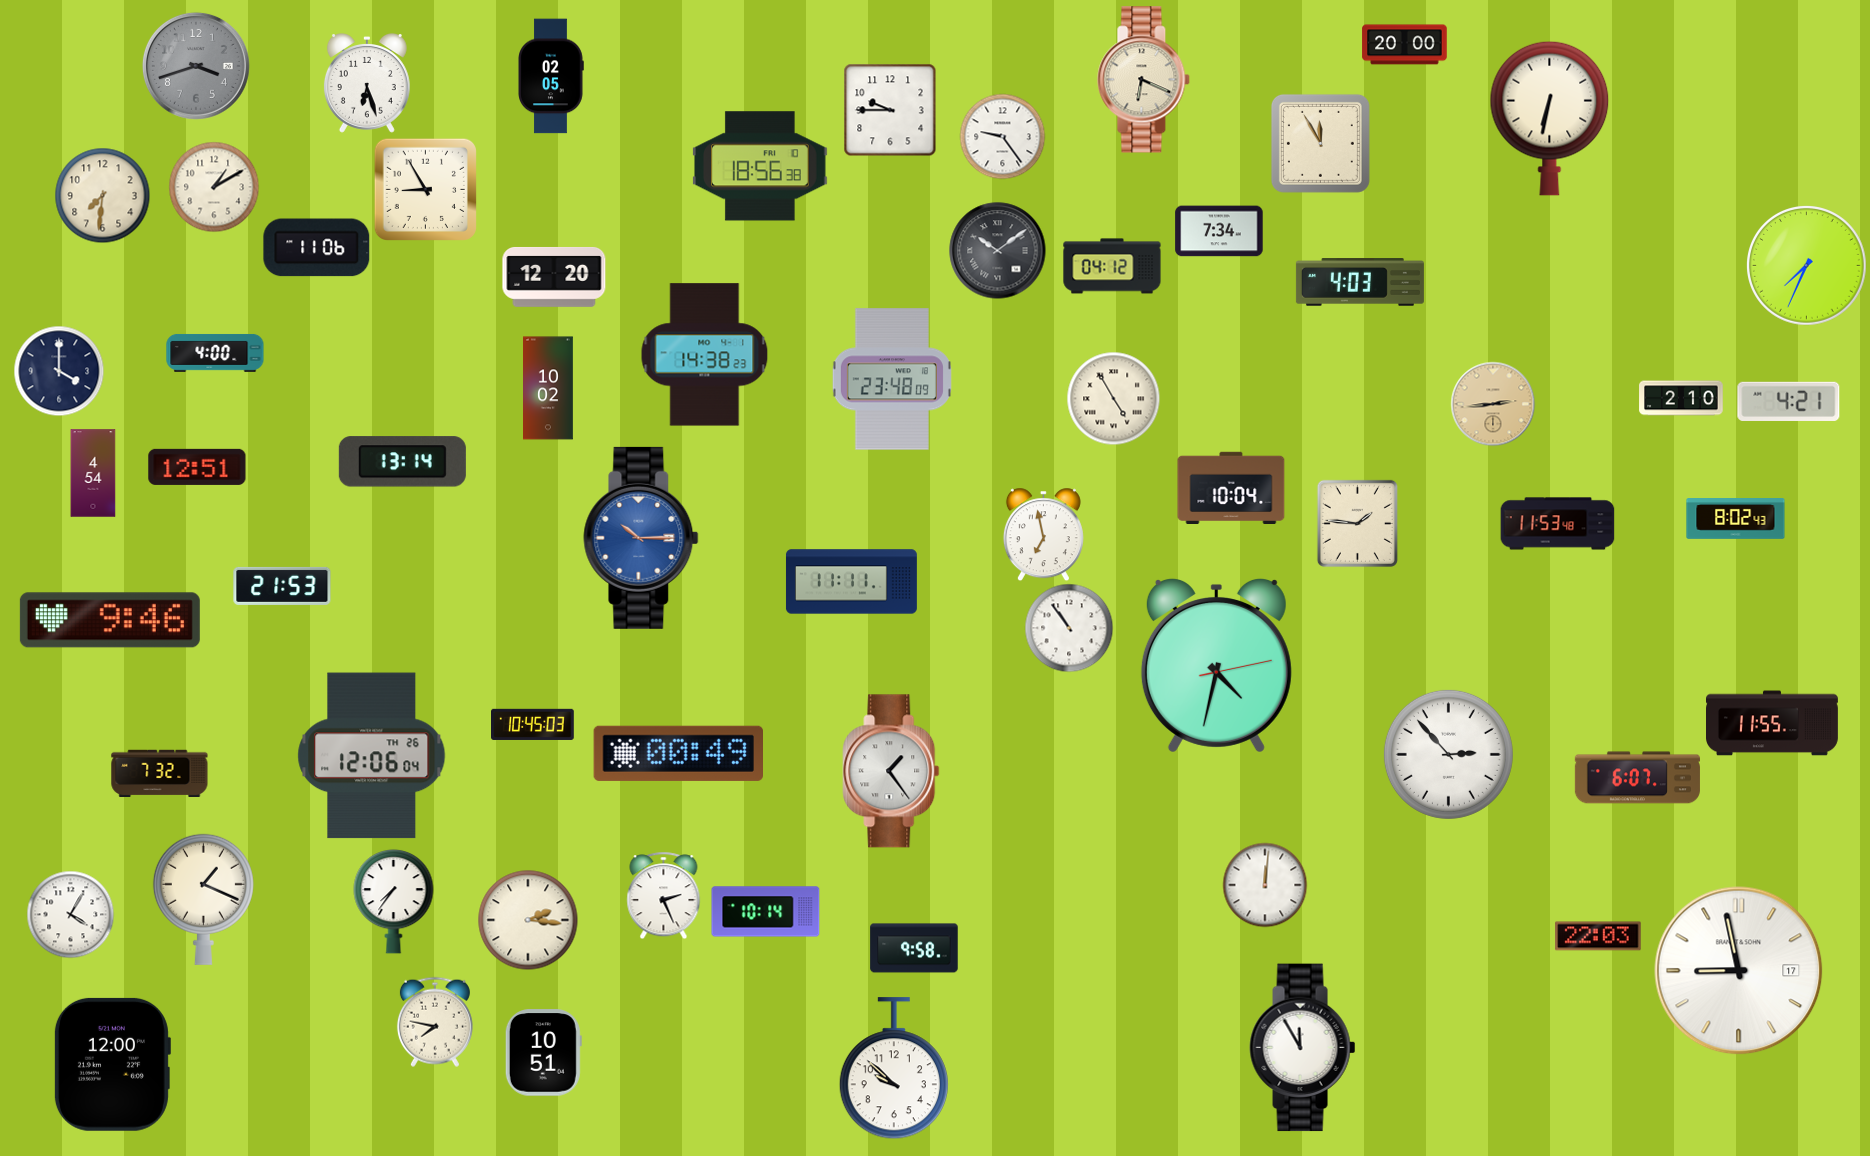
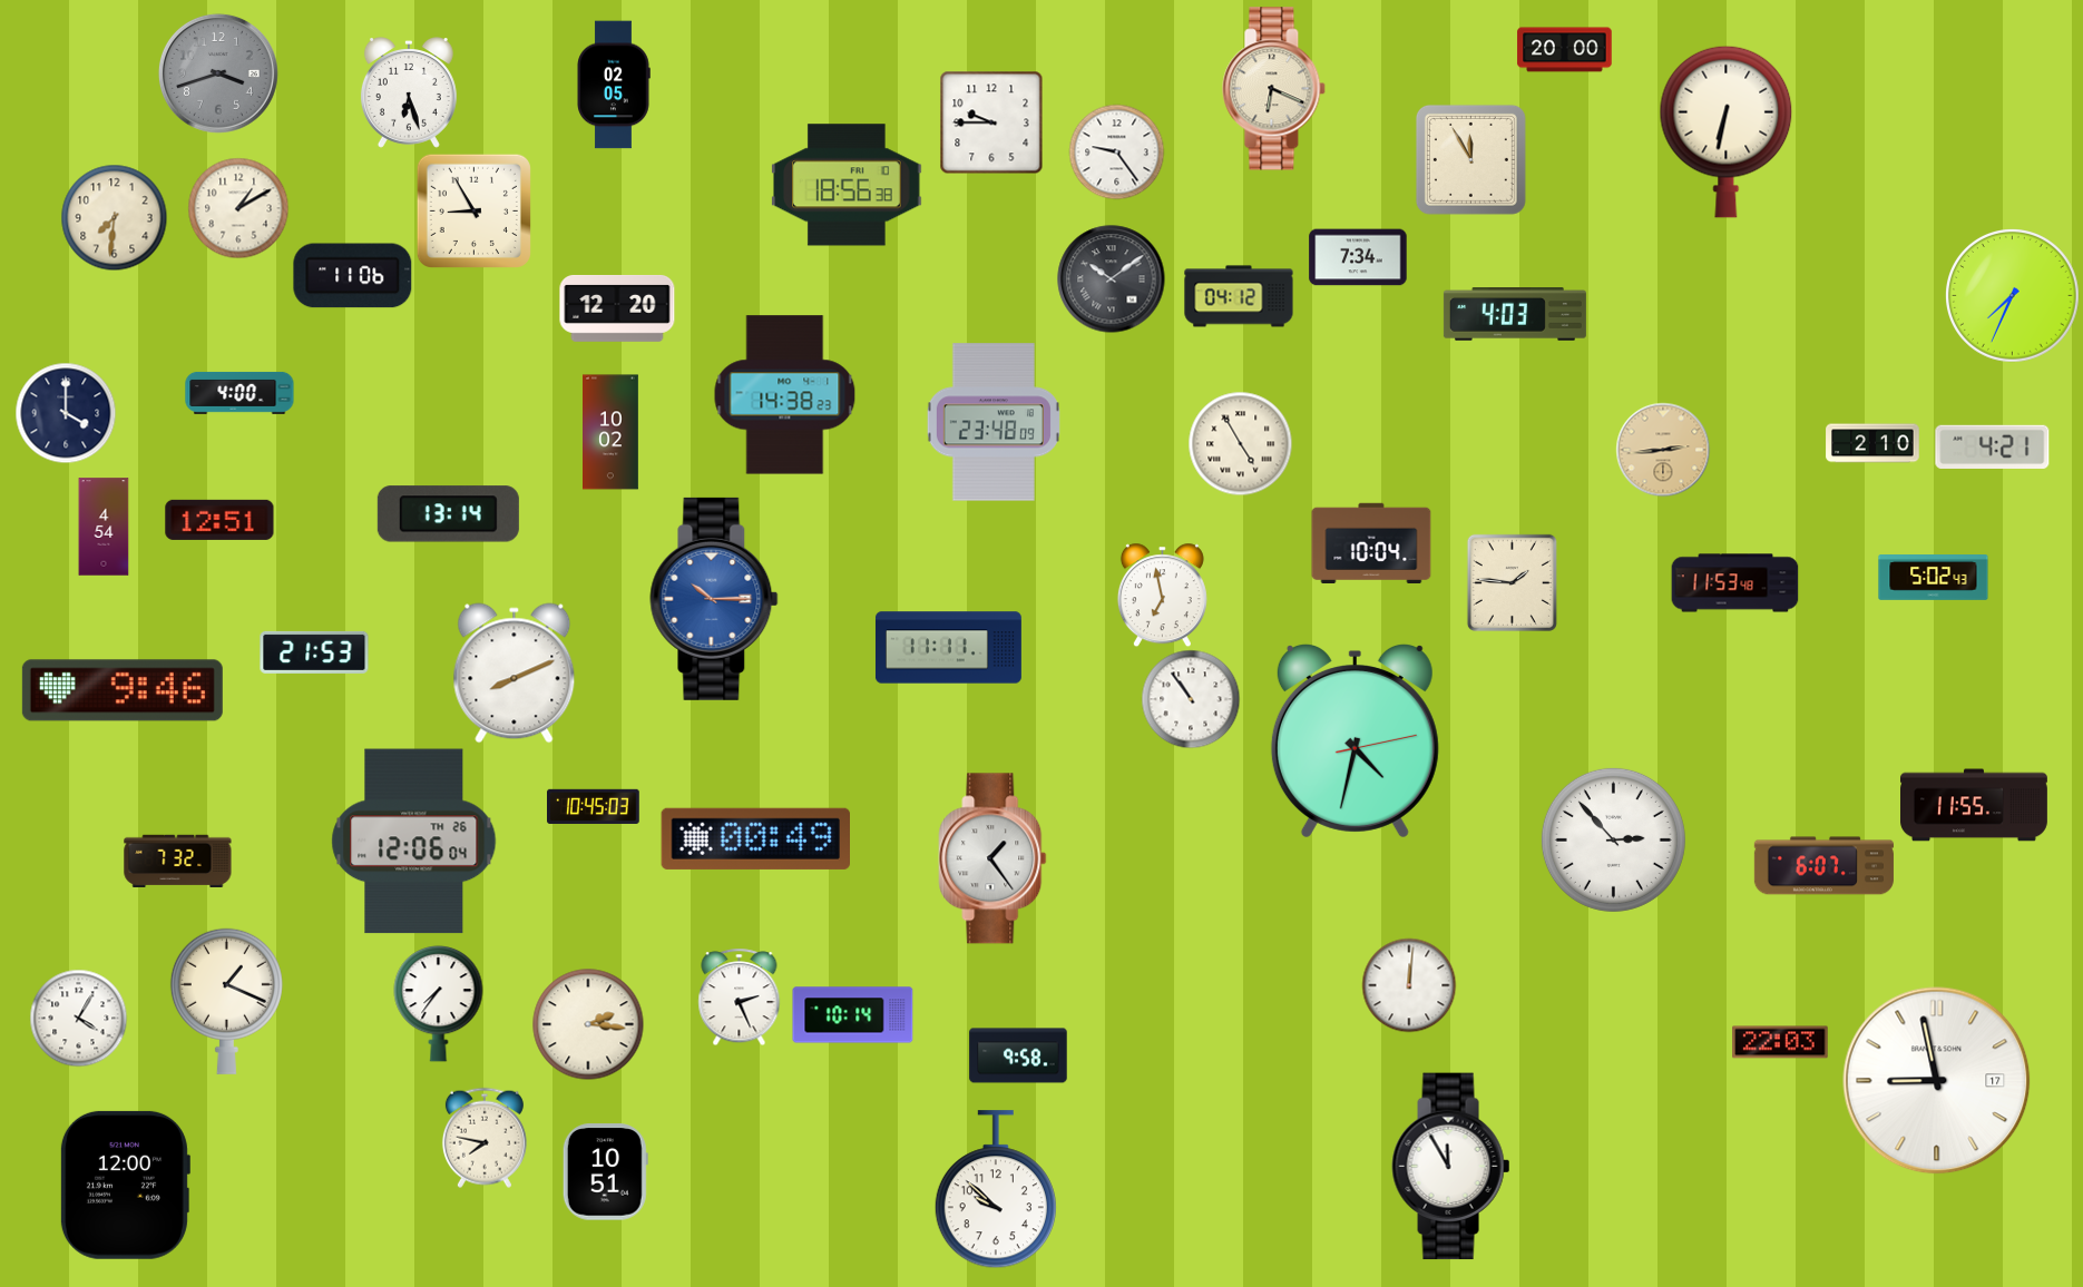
clock at (1736, 519): 8:02 -> 5:02
clock at (515, 674): none -> 8:11
